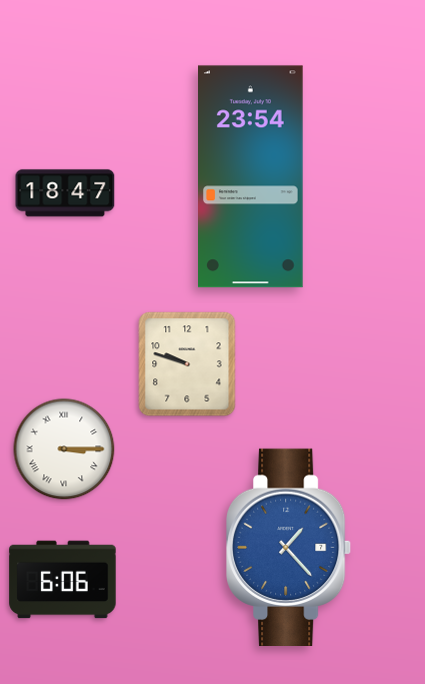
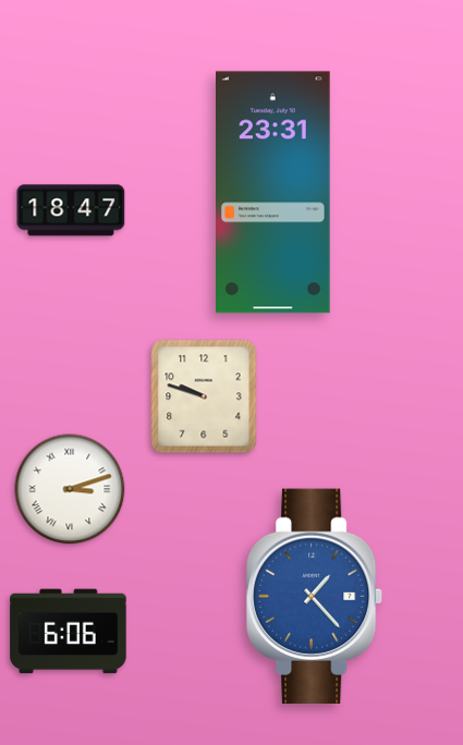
clock at (251, 177): 23:54 -> 23:31
clock at (64, 449): 3:15 -> 3:12
